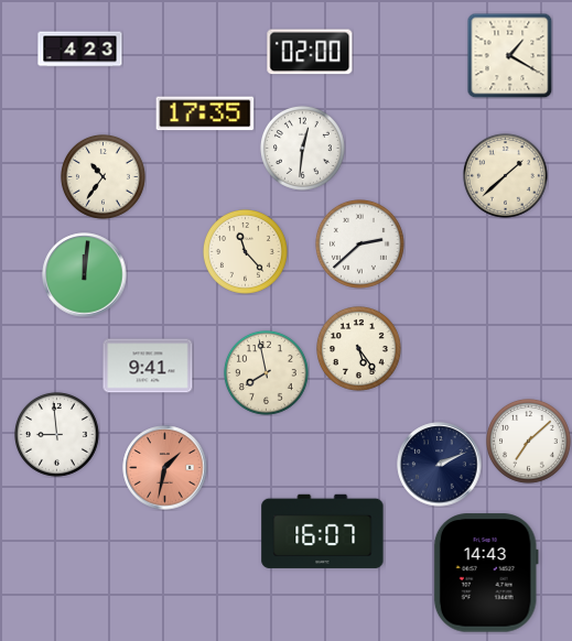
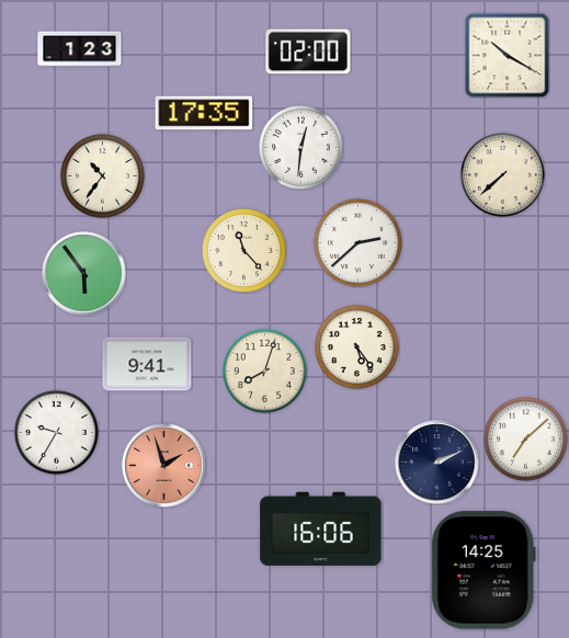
clock at (80, 50): 4:23 -> 1:23
clock at (509, 55): 1:20 -> 10:20
clock at (505, 175): 1:38 -> 7:38
clock at (85, 275): 12:01 -> 5:54
clock at (266, 372): 7:58 -> 8:03
clock at (56, 434): 8:59 -> 9:35
clock at (165, 468): 1:32 -> 1:57
clock at (323, 531): 16:07 -> 16:06
clock at (486, 573): 14:43 -> 14:25
